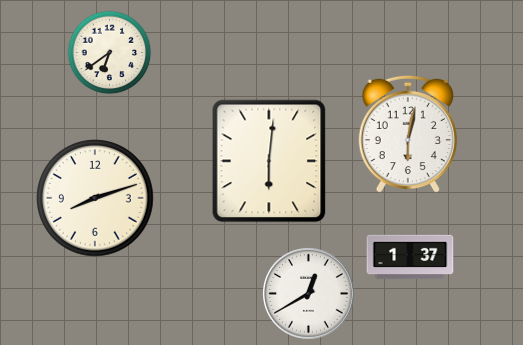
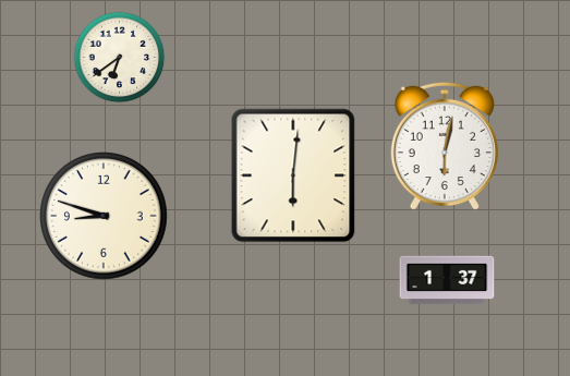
clock at (96, 199): 8:12 -> 8:48
clock at (309, 294): 12:40 -> none
